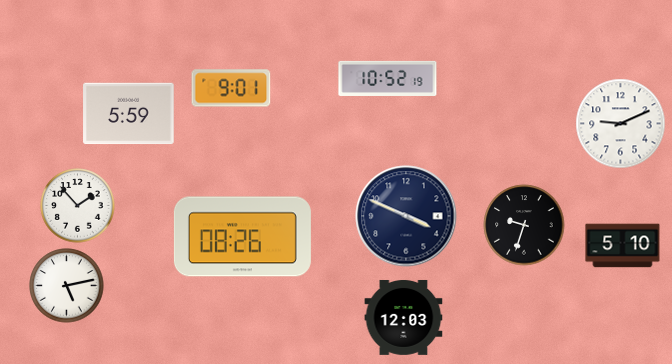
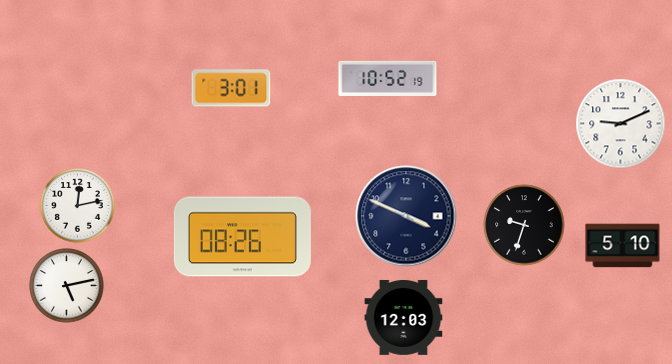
clock at (231, 88): 9:01 -> 3:01
clock at (129, 114): 5:59 -> none
clock at (78, 206): 1:53 -> 12:13
